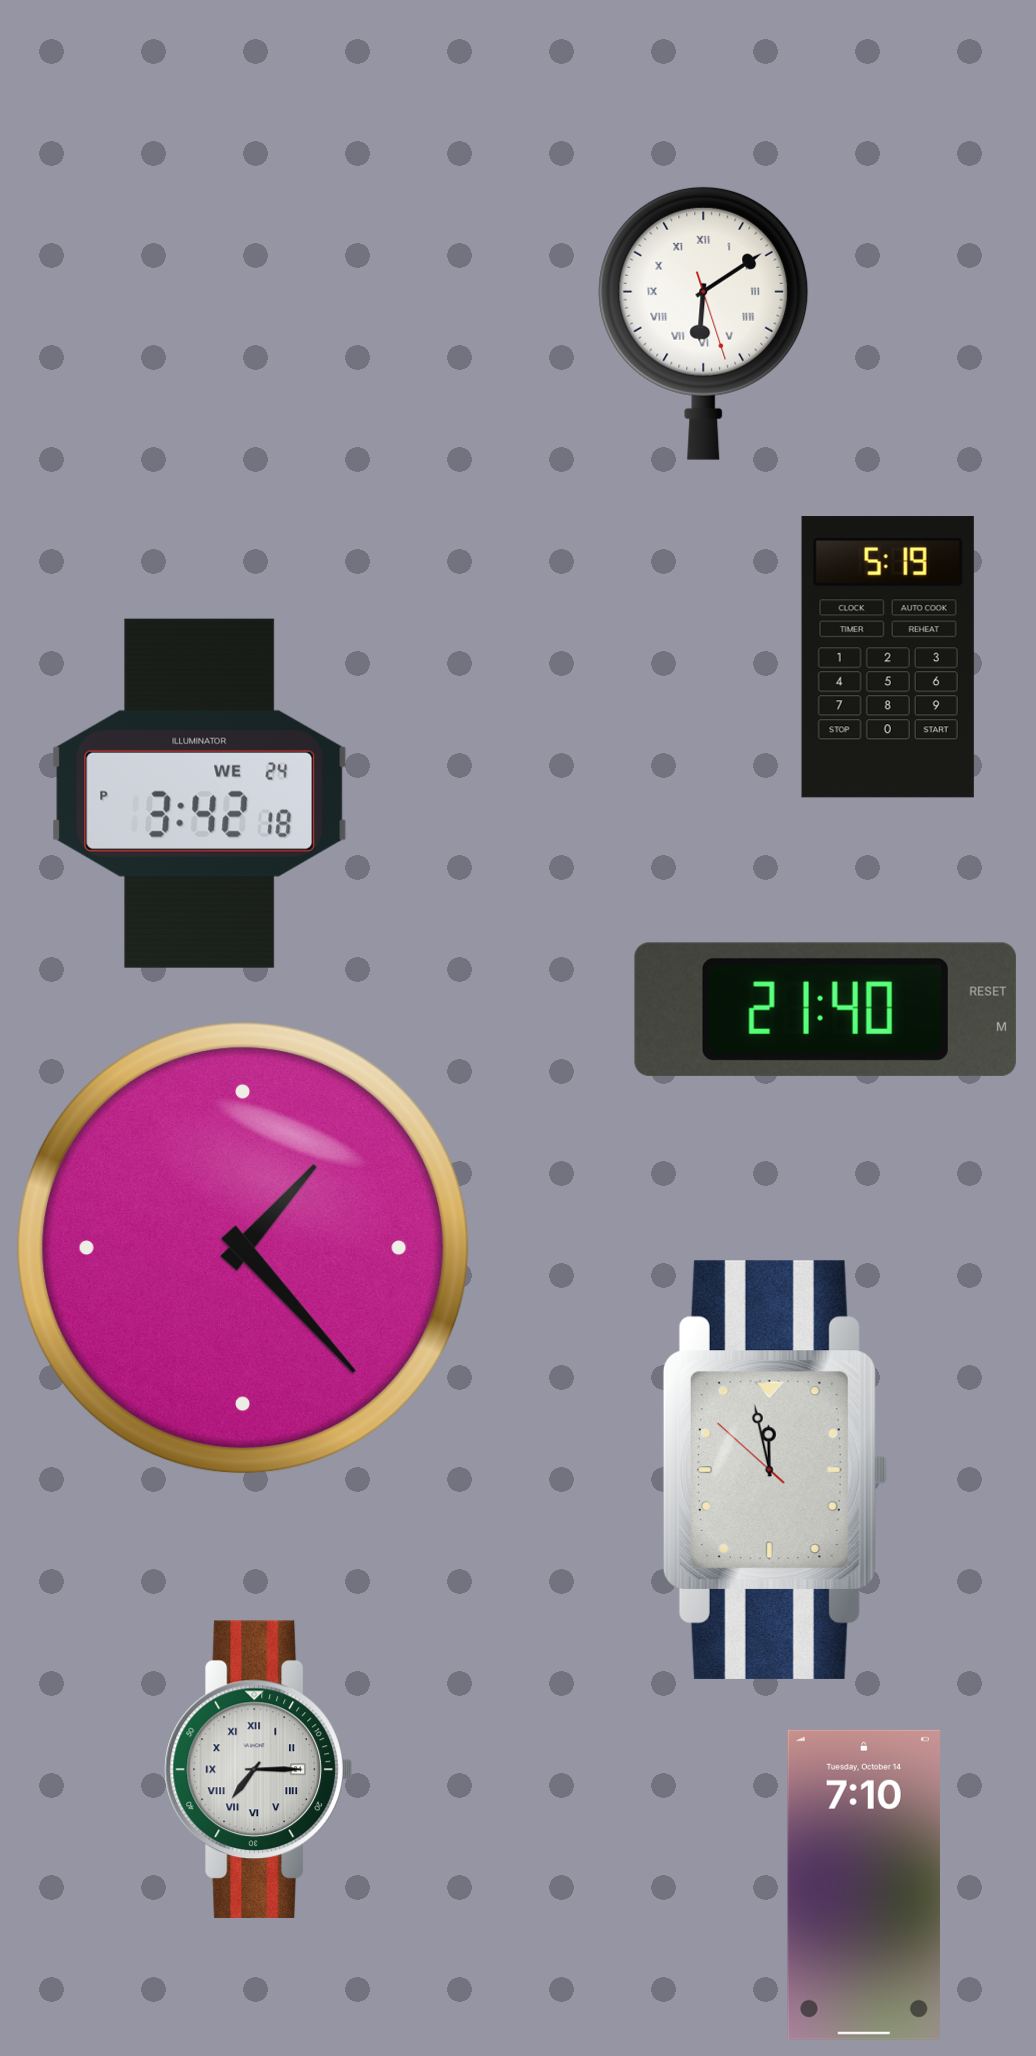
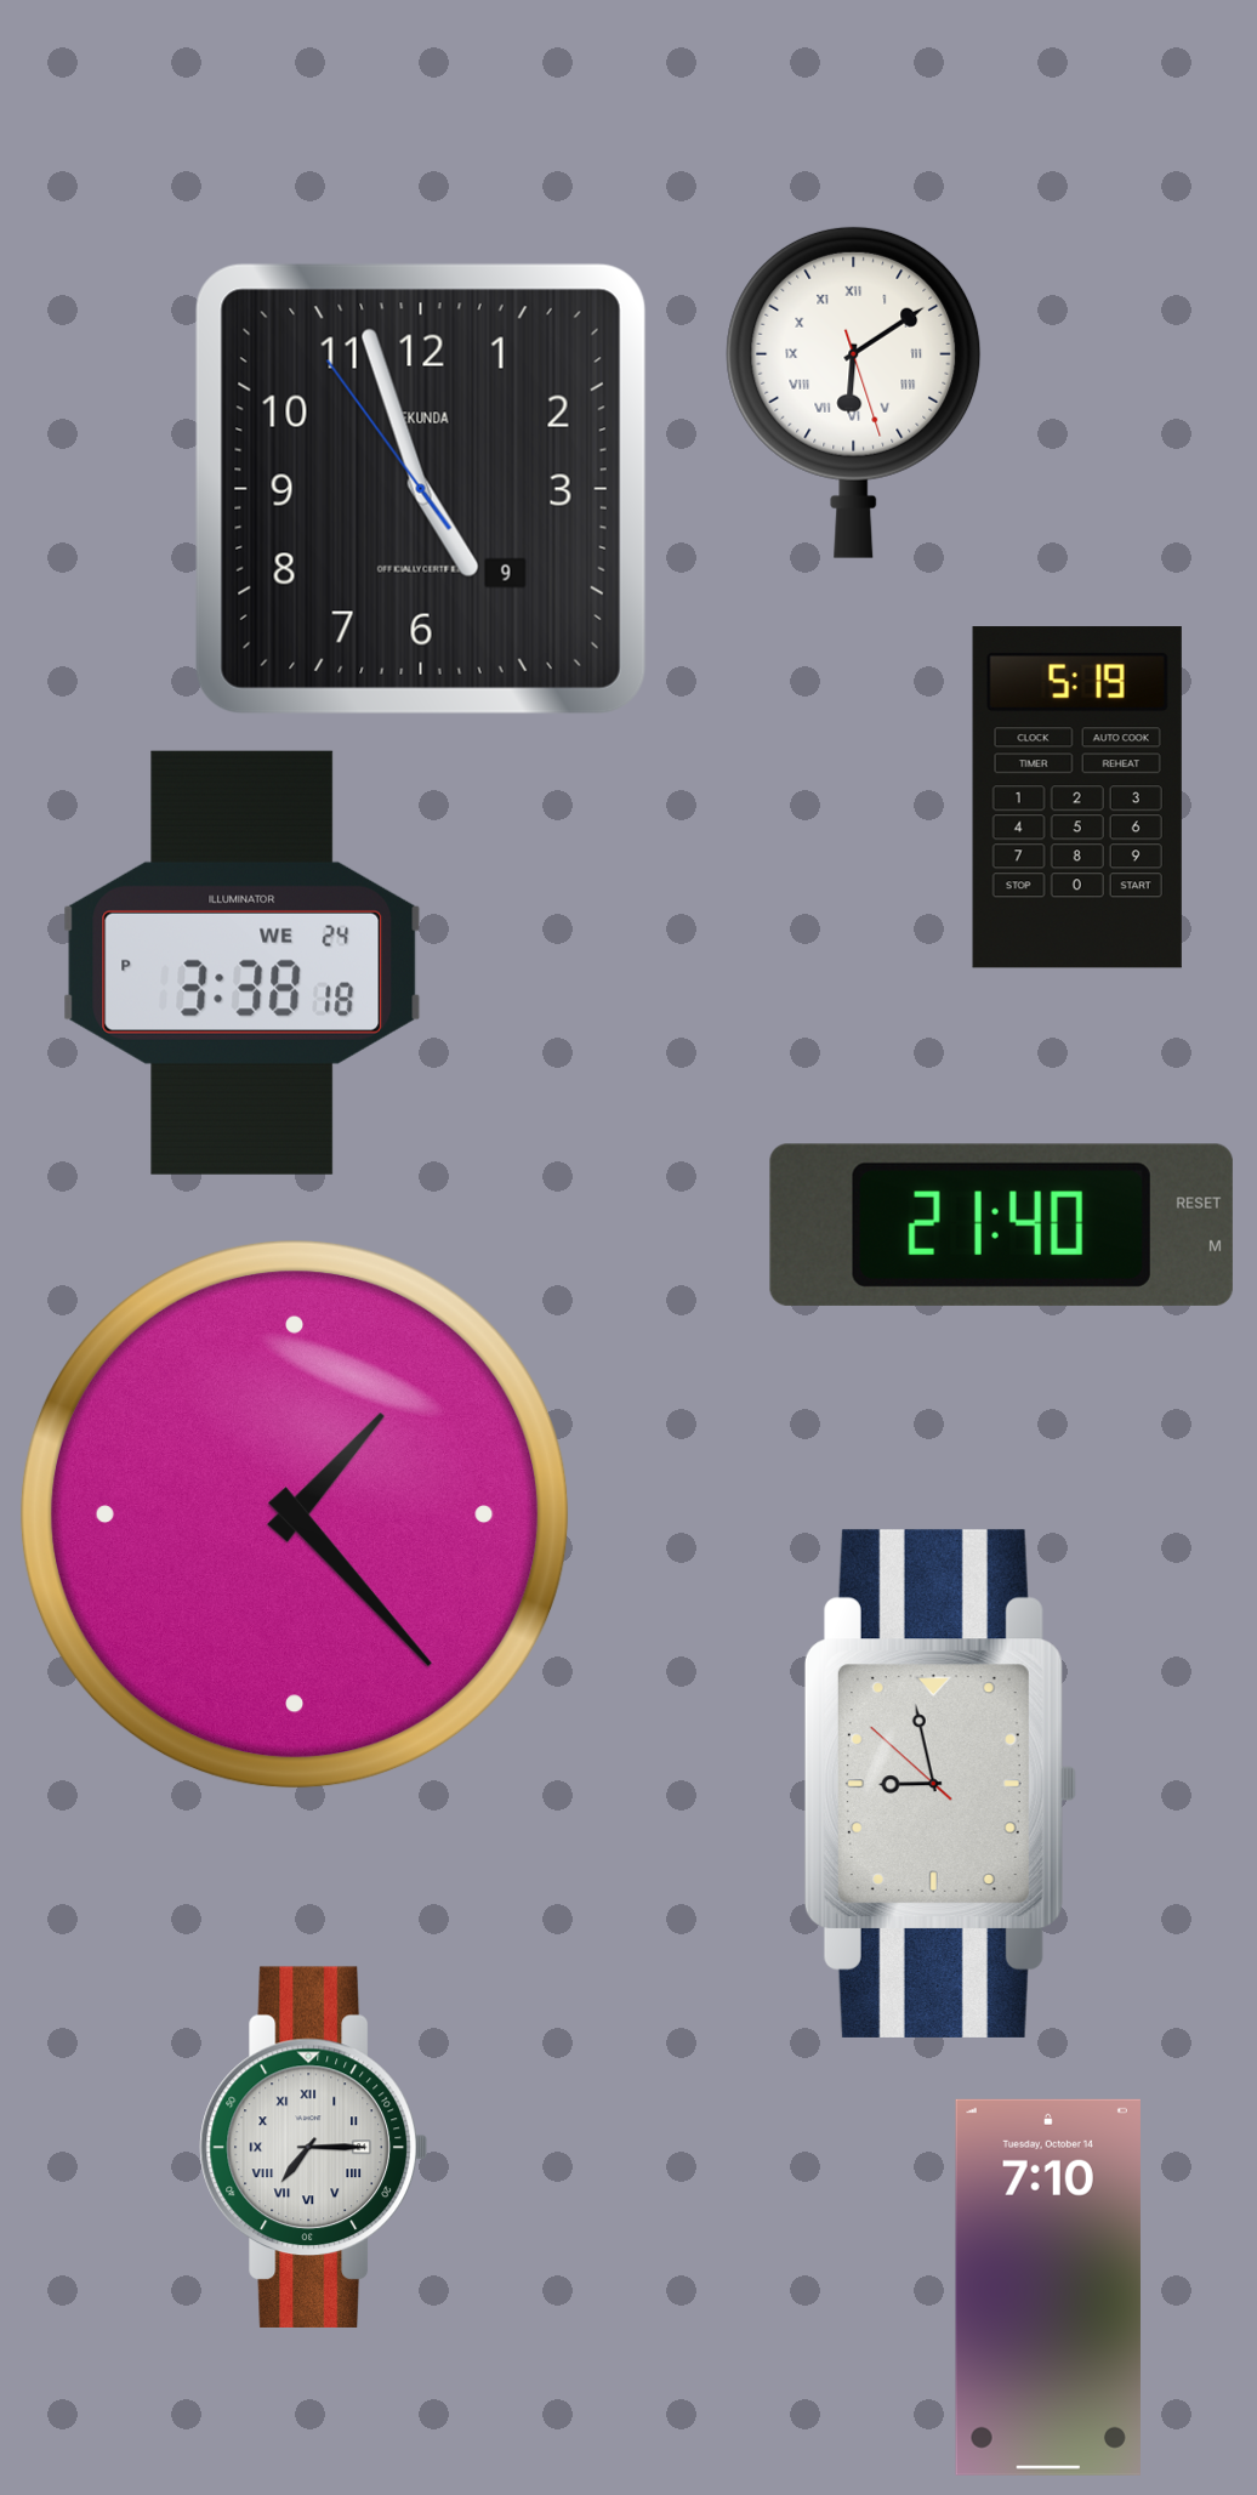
clock at (421, 489): none -> 4:56
clock at (200, 793): 3:42 -> 3:38
clock at (775, 1470): 11:57 -> 8:57
